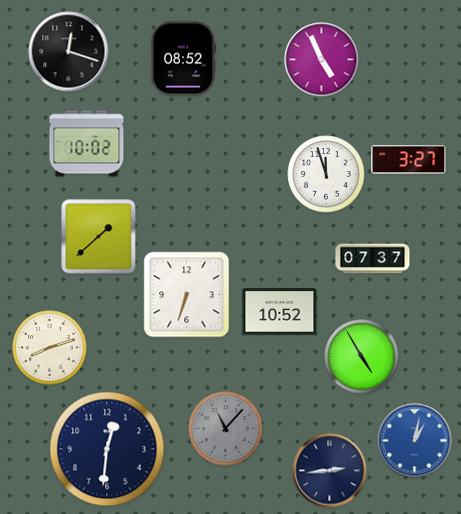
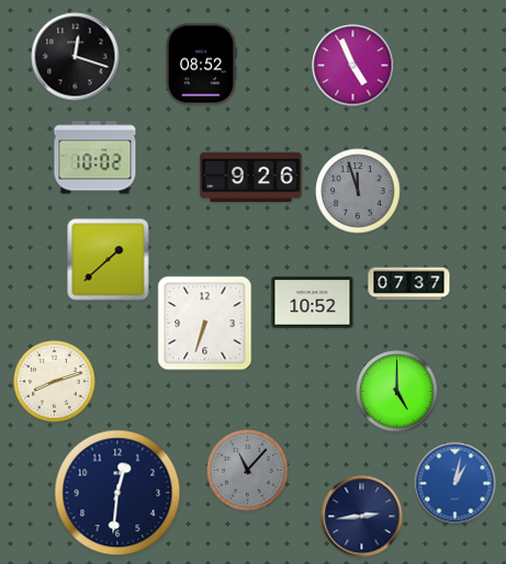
clock at (409, 160): 3:27 -> none
clock at (251, 178): none -> 9:26
clock at (326, 174) dial: white -> grey
clock at (280, 312) position: (280, 312) -> (313, 303)
clock at (362, 357): 4:55 -> 5:00
